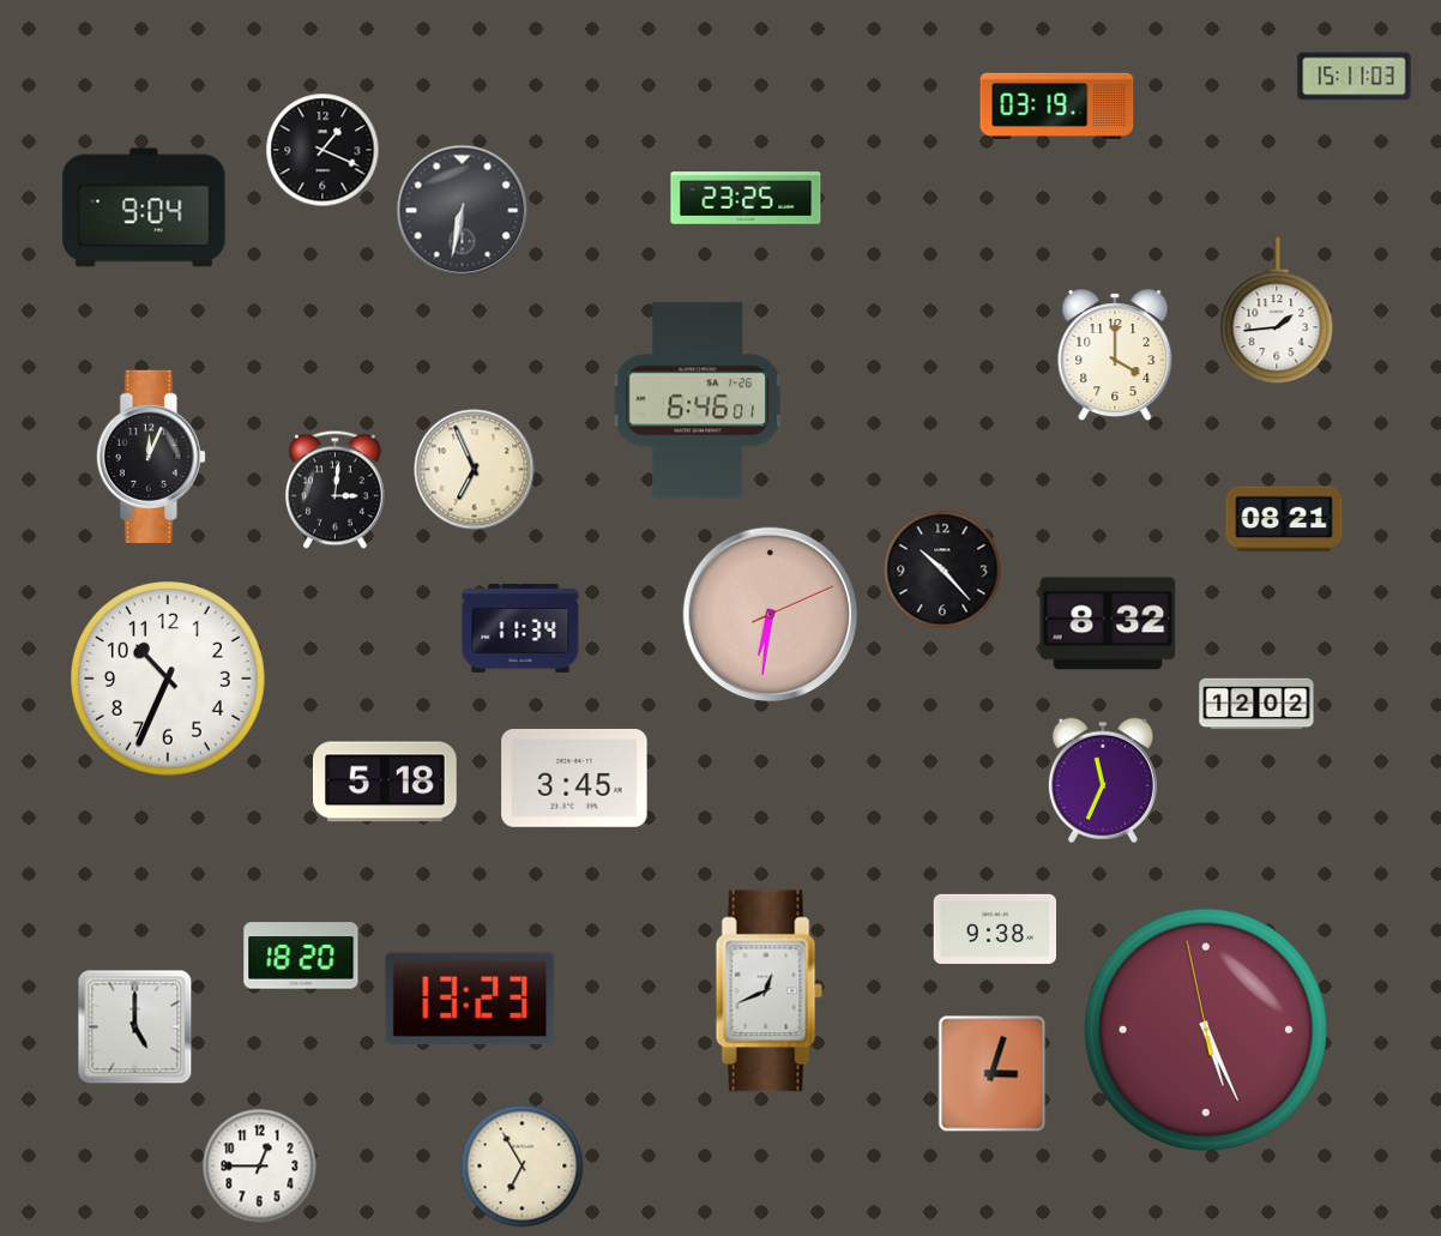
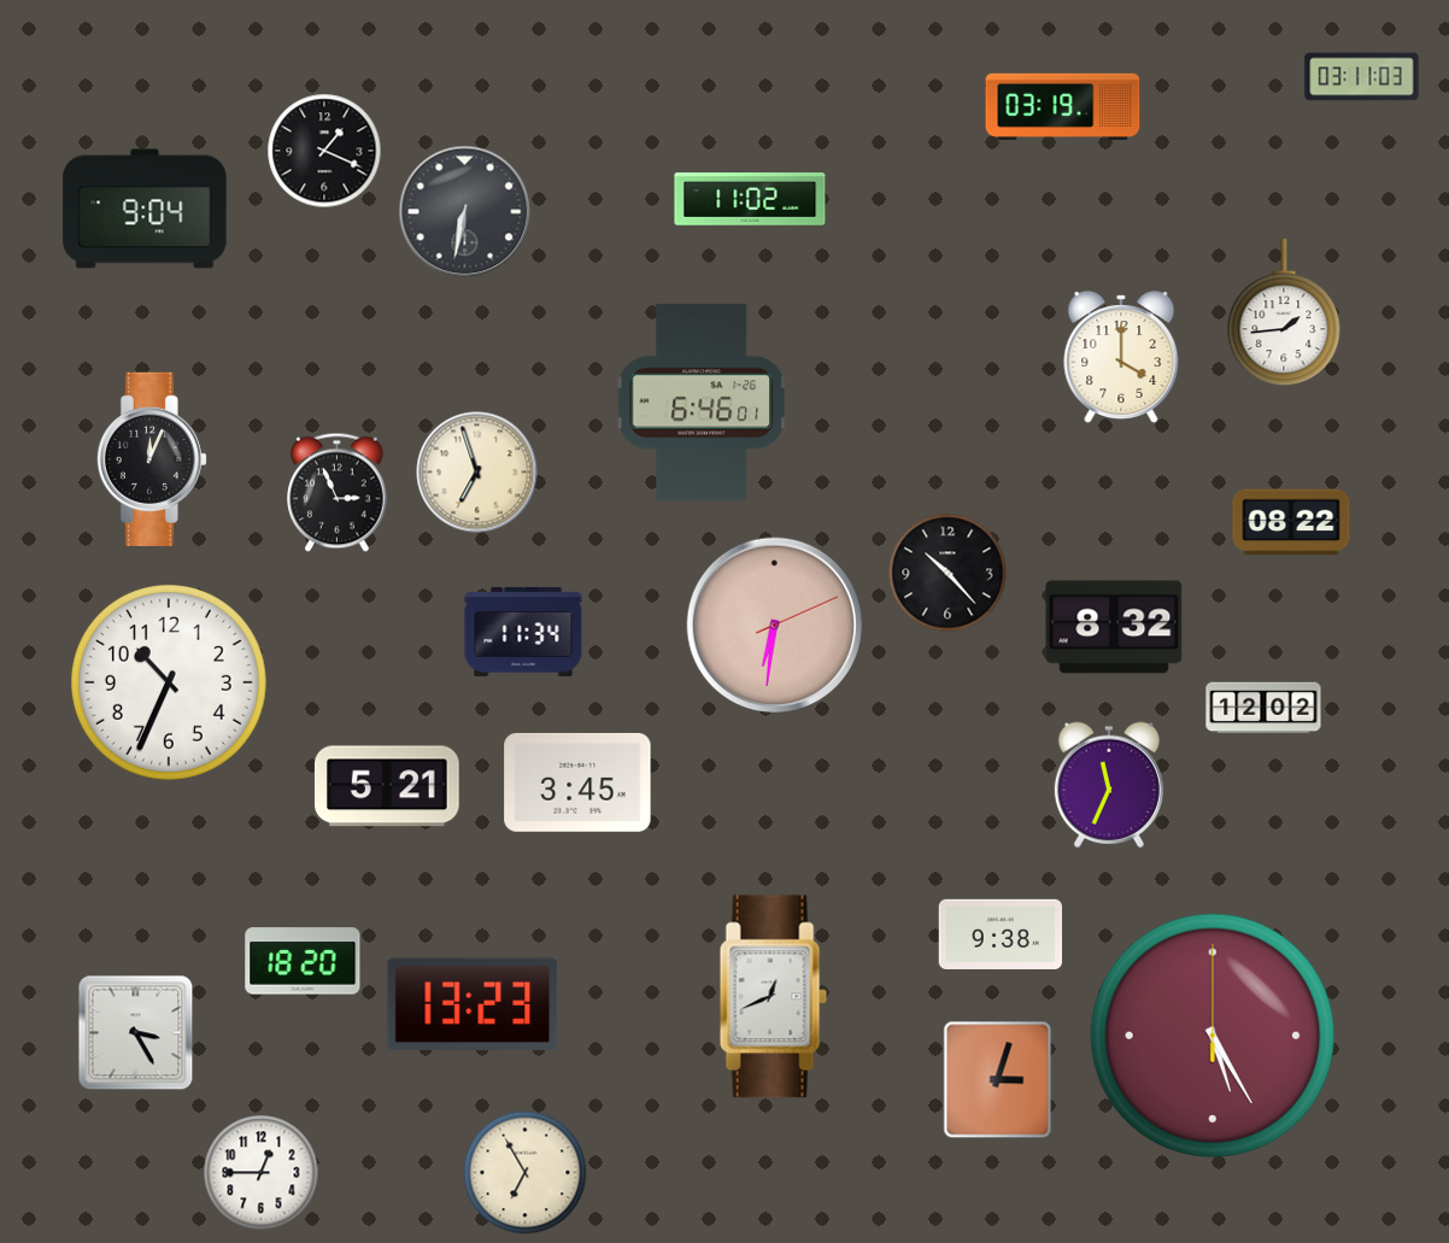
clock at (1355, 77): 15:11 -> 03:11
clock at (746, 198): 23:25 -> 11:02
clock at (475, 470): 6:56 -> 6:57
clock at (336, 490): 3:01 -> 2:56
clock at (1284, 519): 08:21 -> 08:22
clock at (770, 615) position: (770, 615) -> (774, 626)
clock at (385, 782): 5:18 -> 5:21
clock at (135, 1027): 5:00 -> 3:25
clock at (1205, 1029): 5:25:58 -> 5:25:00
